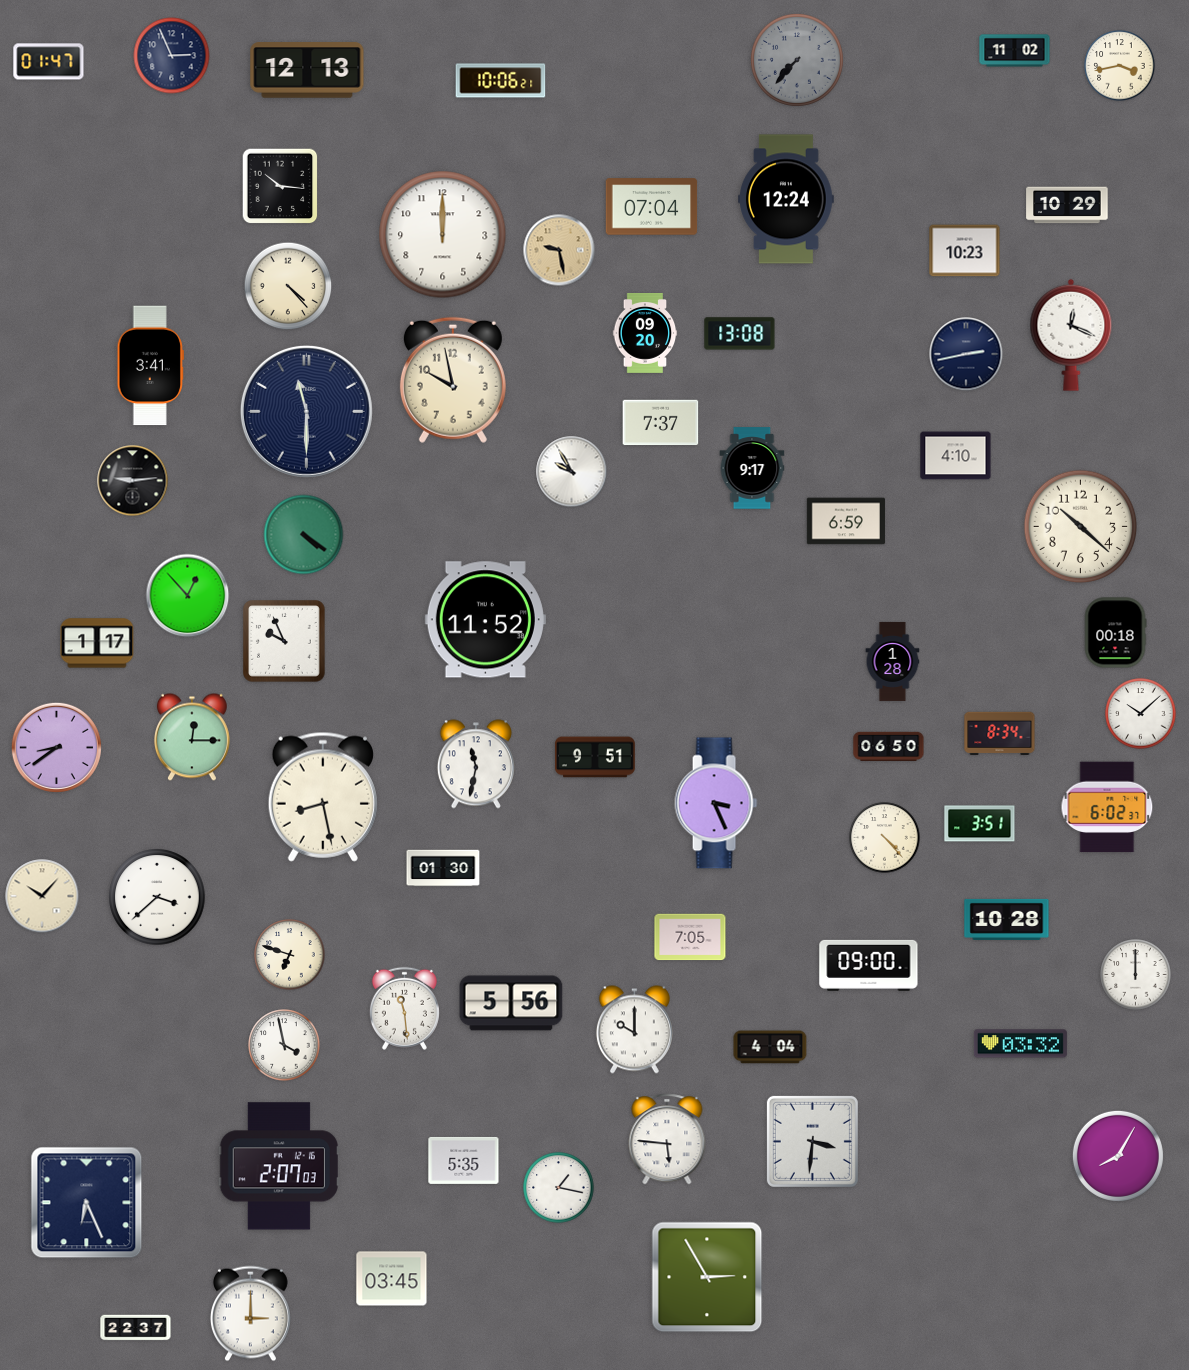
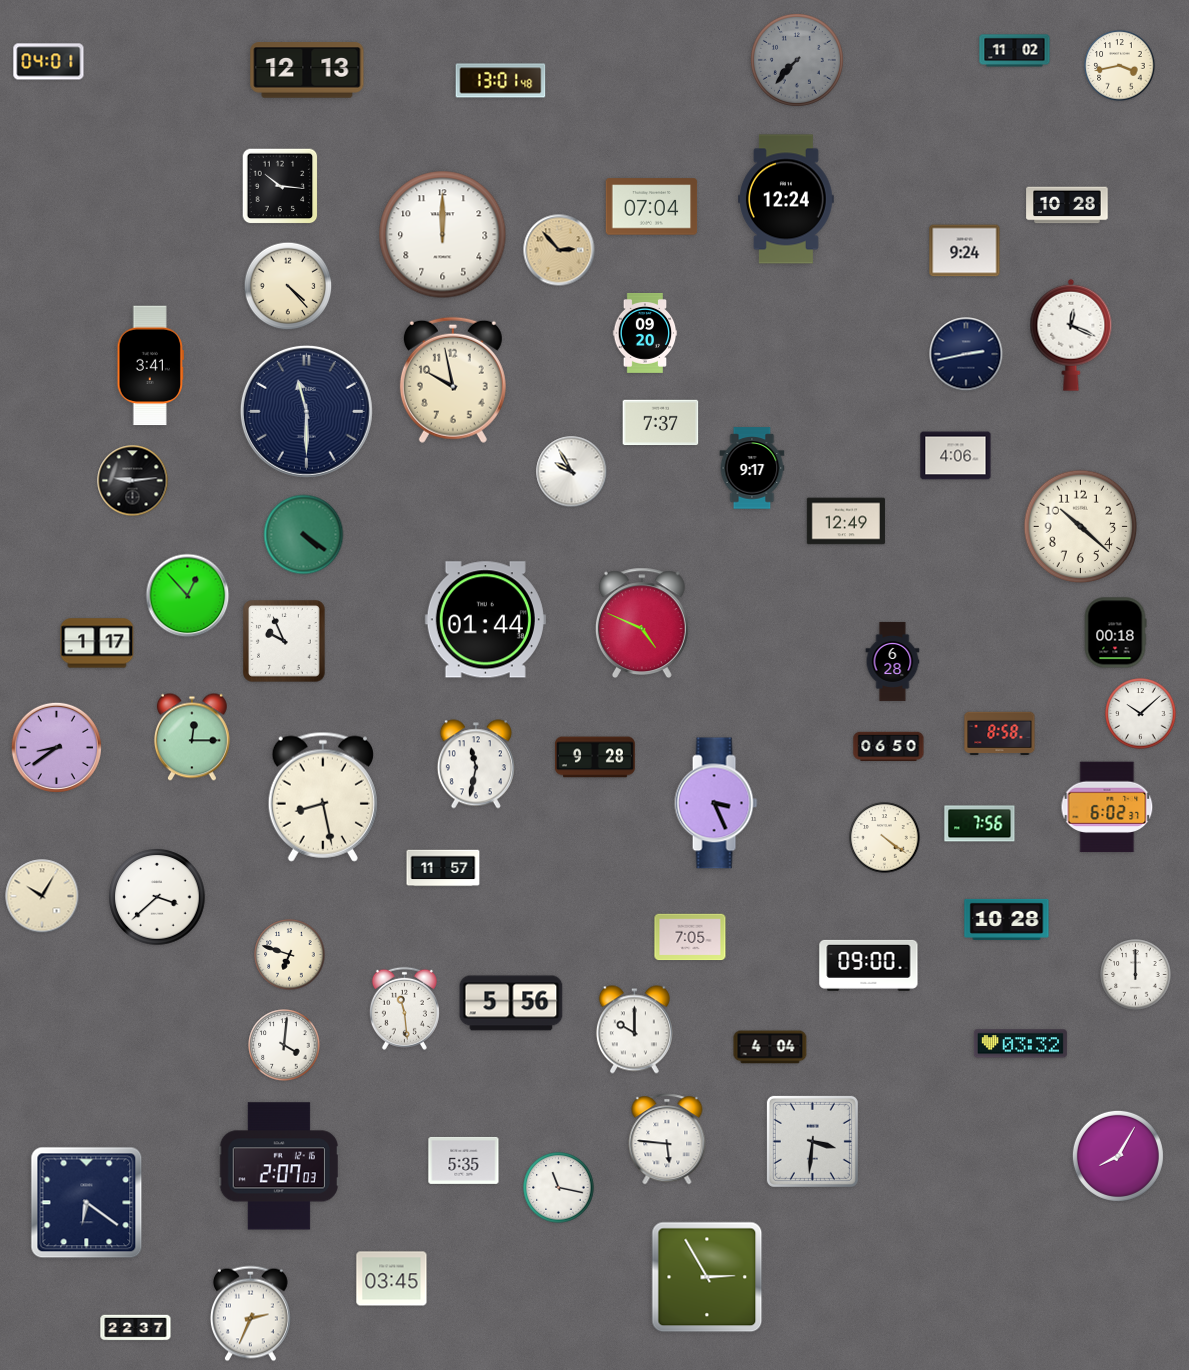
clock at (172, 56): 2:56 -> none
clock at (49, 62): 01:47 -> 04:01
clock at (501, 81): 10:06 -> 13:01
clock at (1067, 205): 10:29 -> 10:28
clock at (559, 250): 9:28 -> 2:53
clock at (965, 251): 10:23 -> 9:24
clock at (740, 334): 13:08 -> none
clock at (956, 456): 4:10 -> 4:06
clock at (846, 521): 6:59 -> 12:49
clock at (485, 620): 11:52 -> 01:44
clock at (642, 623): none -> 4:49
clock at (893, 661): 1:28 -> 6:28
clock at (1000, 734): 8:34 -> 8:58
clock at (595, 757): 9:51 -> 9:28
clock at (980, 824): 3:51 -> 7:56
clock at (885, 838): 4:23 -> 4:21
clock at (443, 868): 01:30 -> 11:57
clock at (42, 896): 10:07 -> 10:05
clock at (284, 1045): 3:58 -> 4:01
clock at (559, 1188): 1:17 -> 11:17
clock at (87, 1203): 6:26 -> 6:21
clock at (250, 1314): 3:00 -> 2:34
